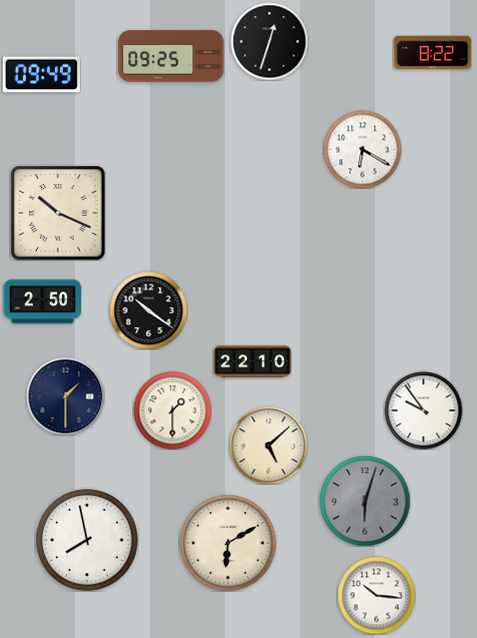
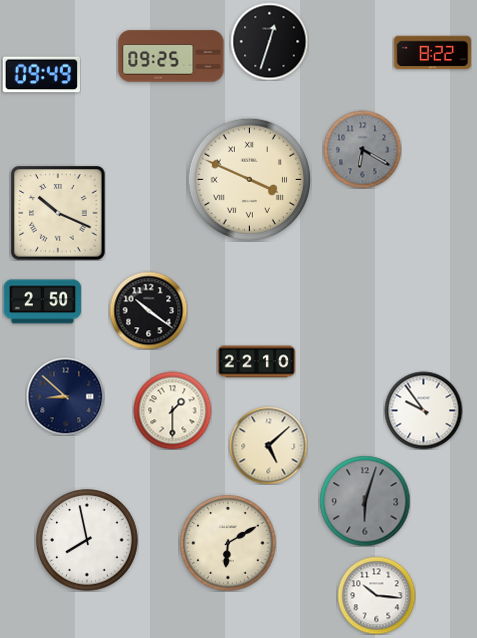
clock at (362, 149) dial: white -> grey
clock at (249, 179): none -> 3:49
clock at (252, 362) position: (252, 362) -> (256, 362)
clock at (65, 396): 1:30 -> 8:52
